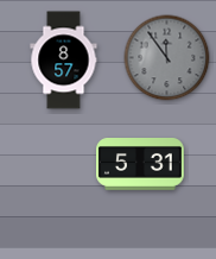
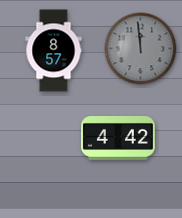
clock at (167, 58): 11:54 -> 11:59
clock at (141, 165): 5:31 -> 4:42
